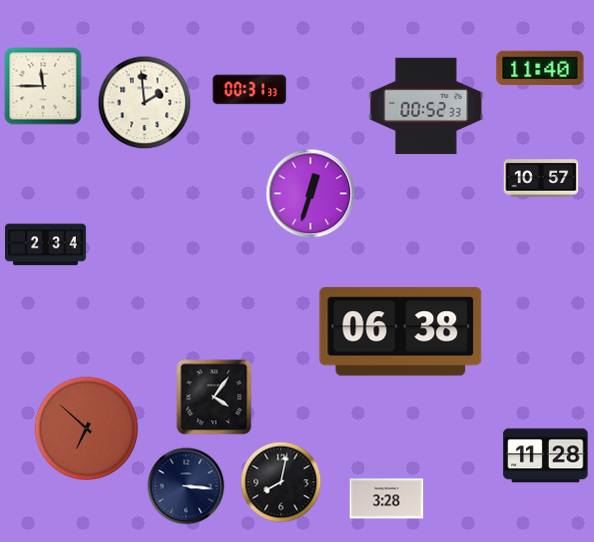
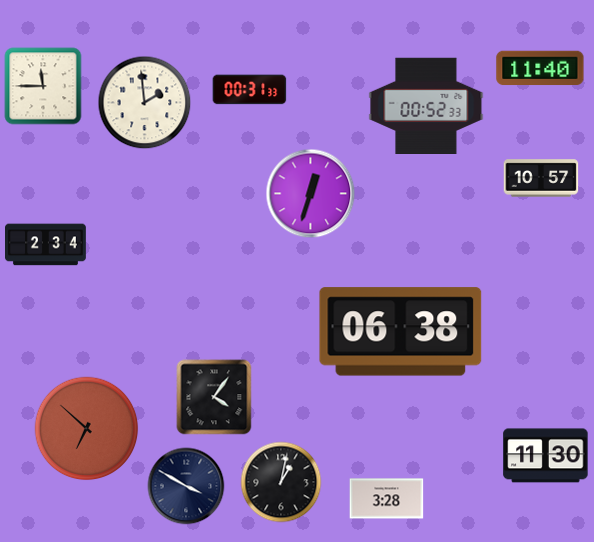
clock at (546, 456): 11:28 -> 11:30
clock at (281, 482): 8:02 -> 1:02
clock at (186, 486): 3:16 -> 3:50
